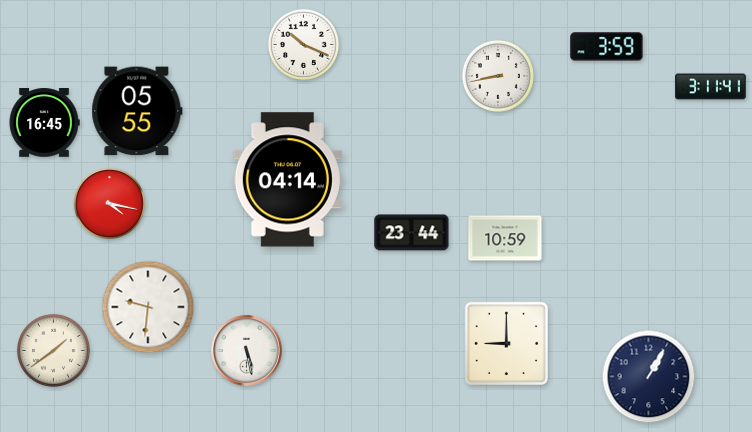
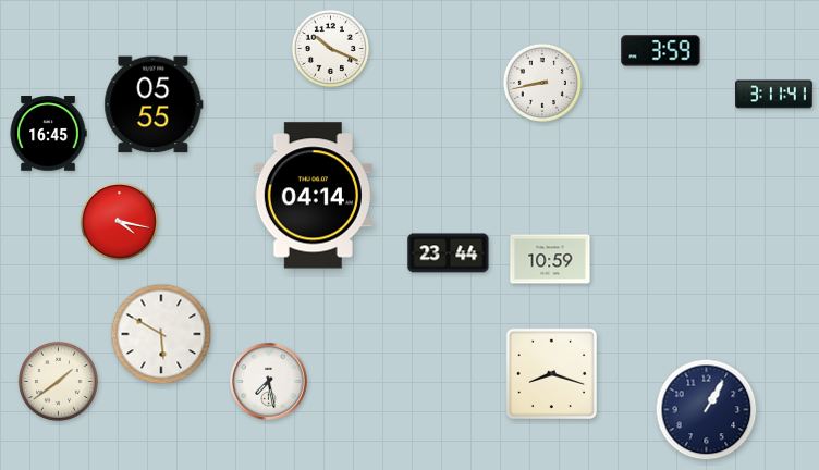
clock at (137, 111) position: (137, 111) -> (154, 104)
clock at (148, 307): 9:31 -> 5:50
clock at (506, 343): 9:00 -> 8:18
clock at (247, 351): 5:28 -> 7:28
